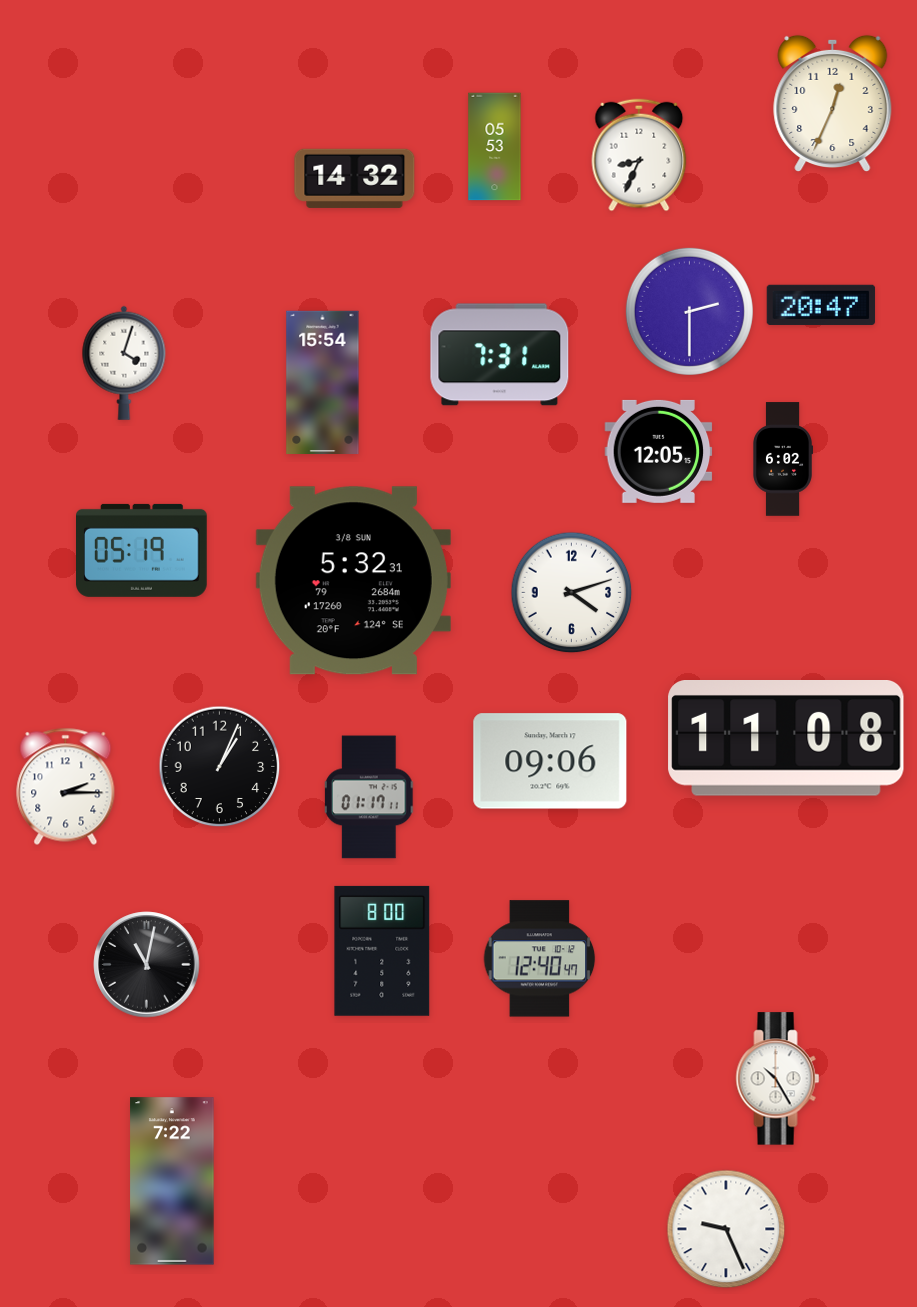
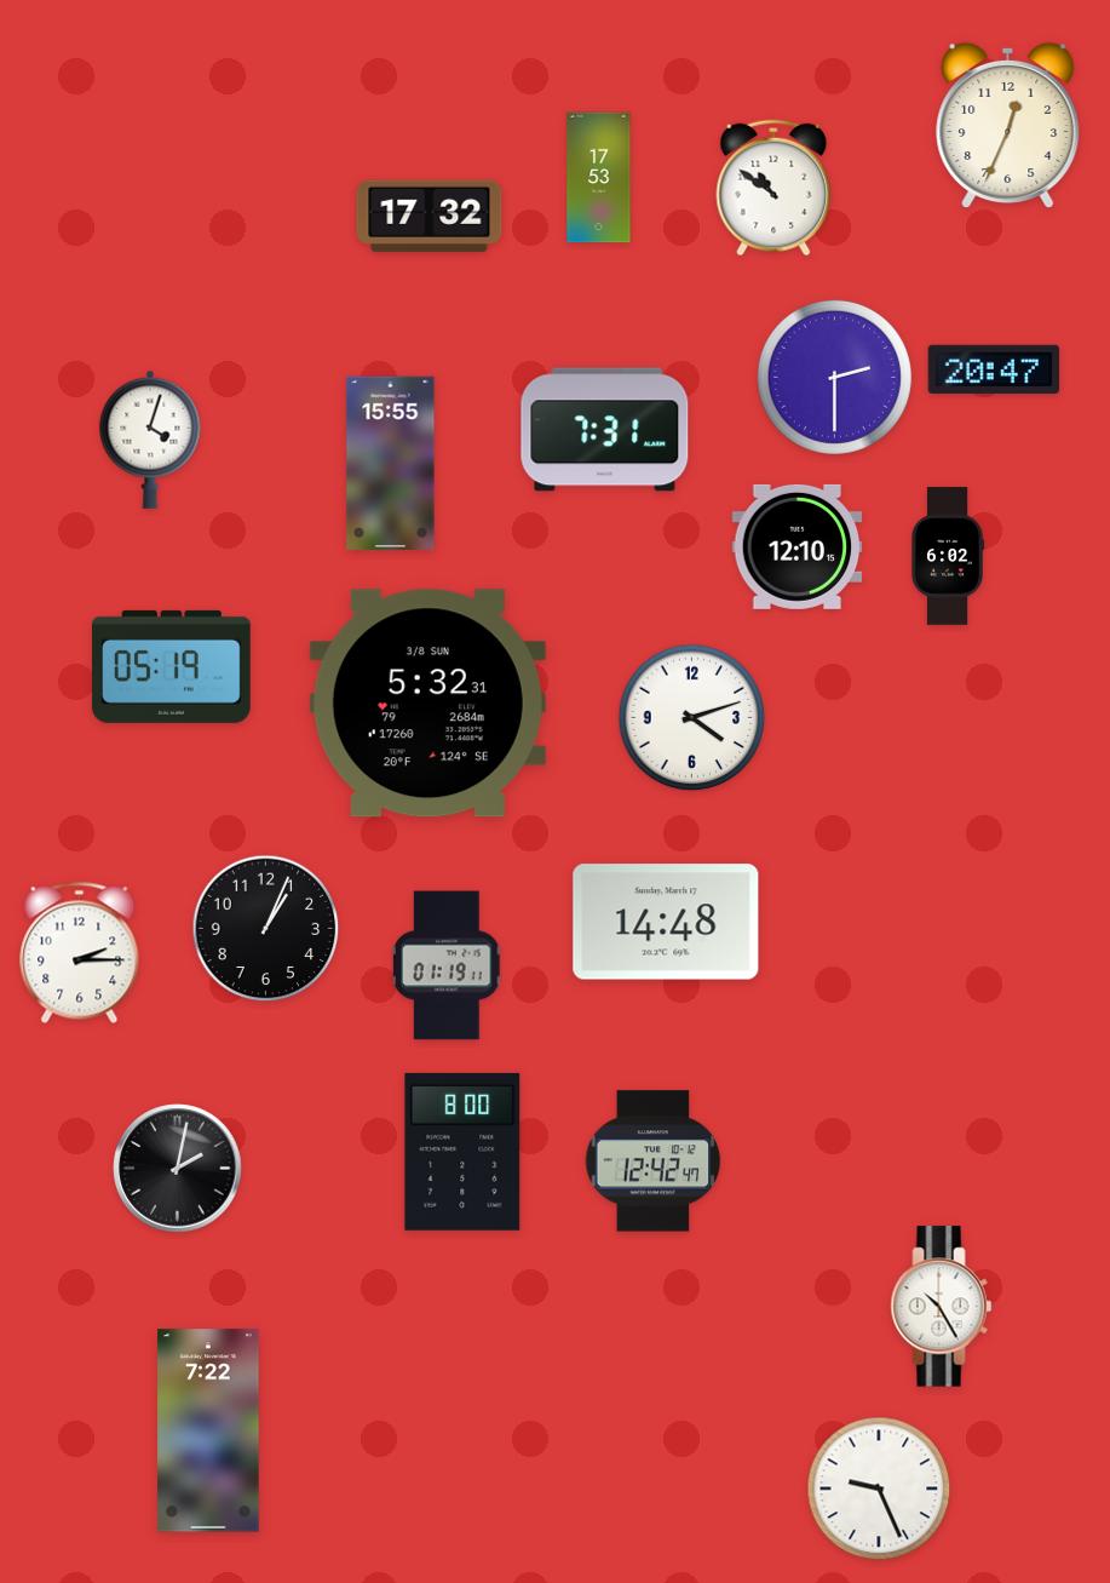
clock at (495, 147): 05:53 -> 17:53
clock at (639, 155): 8:34 -> 10:51
clock at (355, 178): 14:32 -> 17:32
clock at (323, 382): 15:54 -> 15:55
clock at (659, 451): 12:05 -> 12:10
clock at (786, 739): 11:08 -> none
clock at (550, 761): 09:06 -> 14:48
clock at (369, 797): 01:17 -> 01:19
clock at (540, 959): 12:40 -> 12:42
clock at (147, 965): 11:02 -> 2:02
